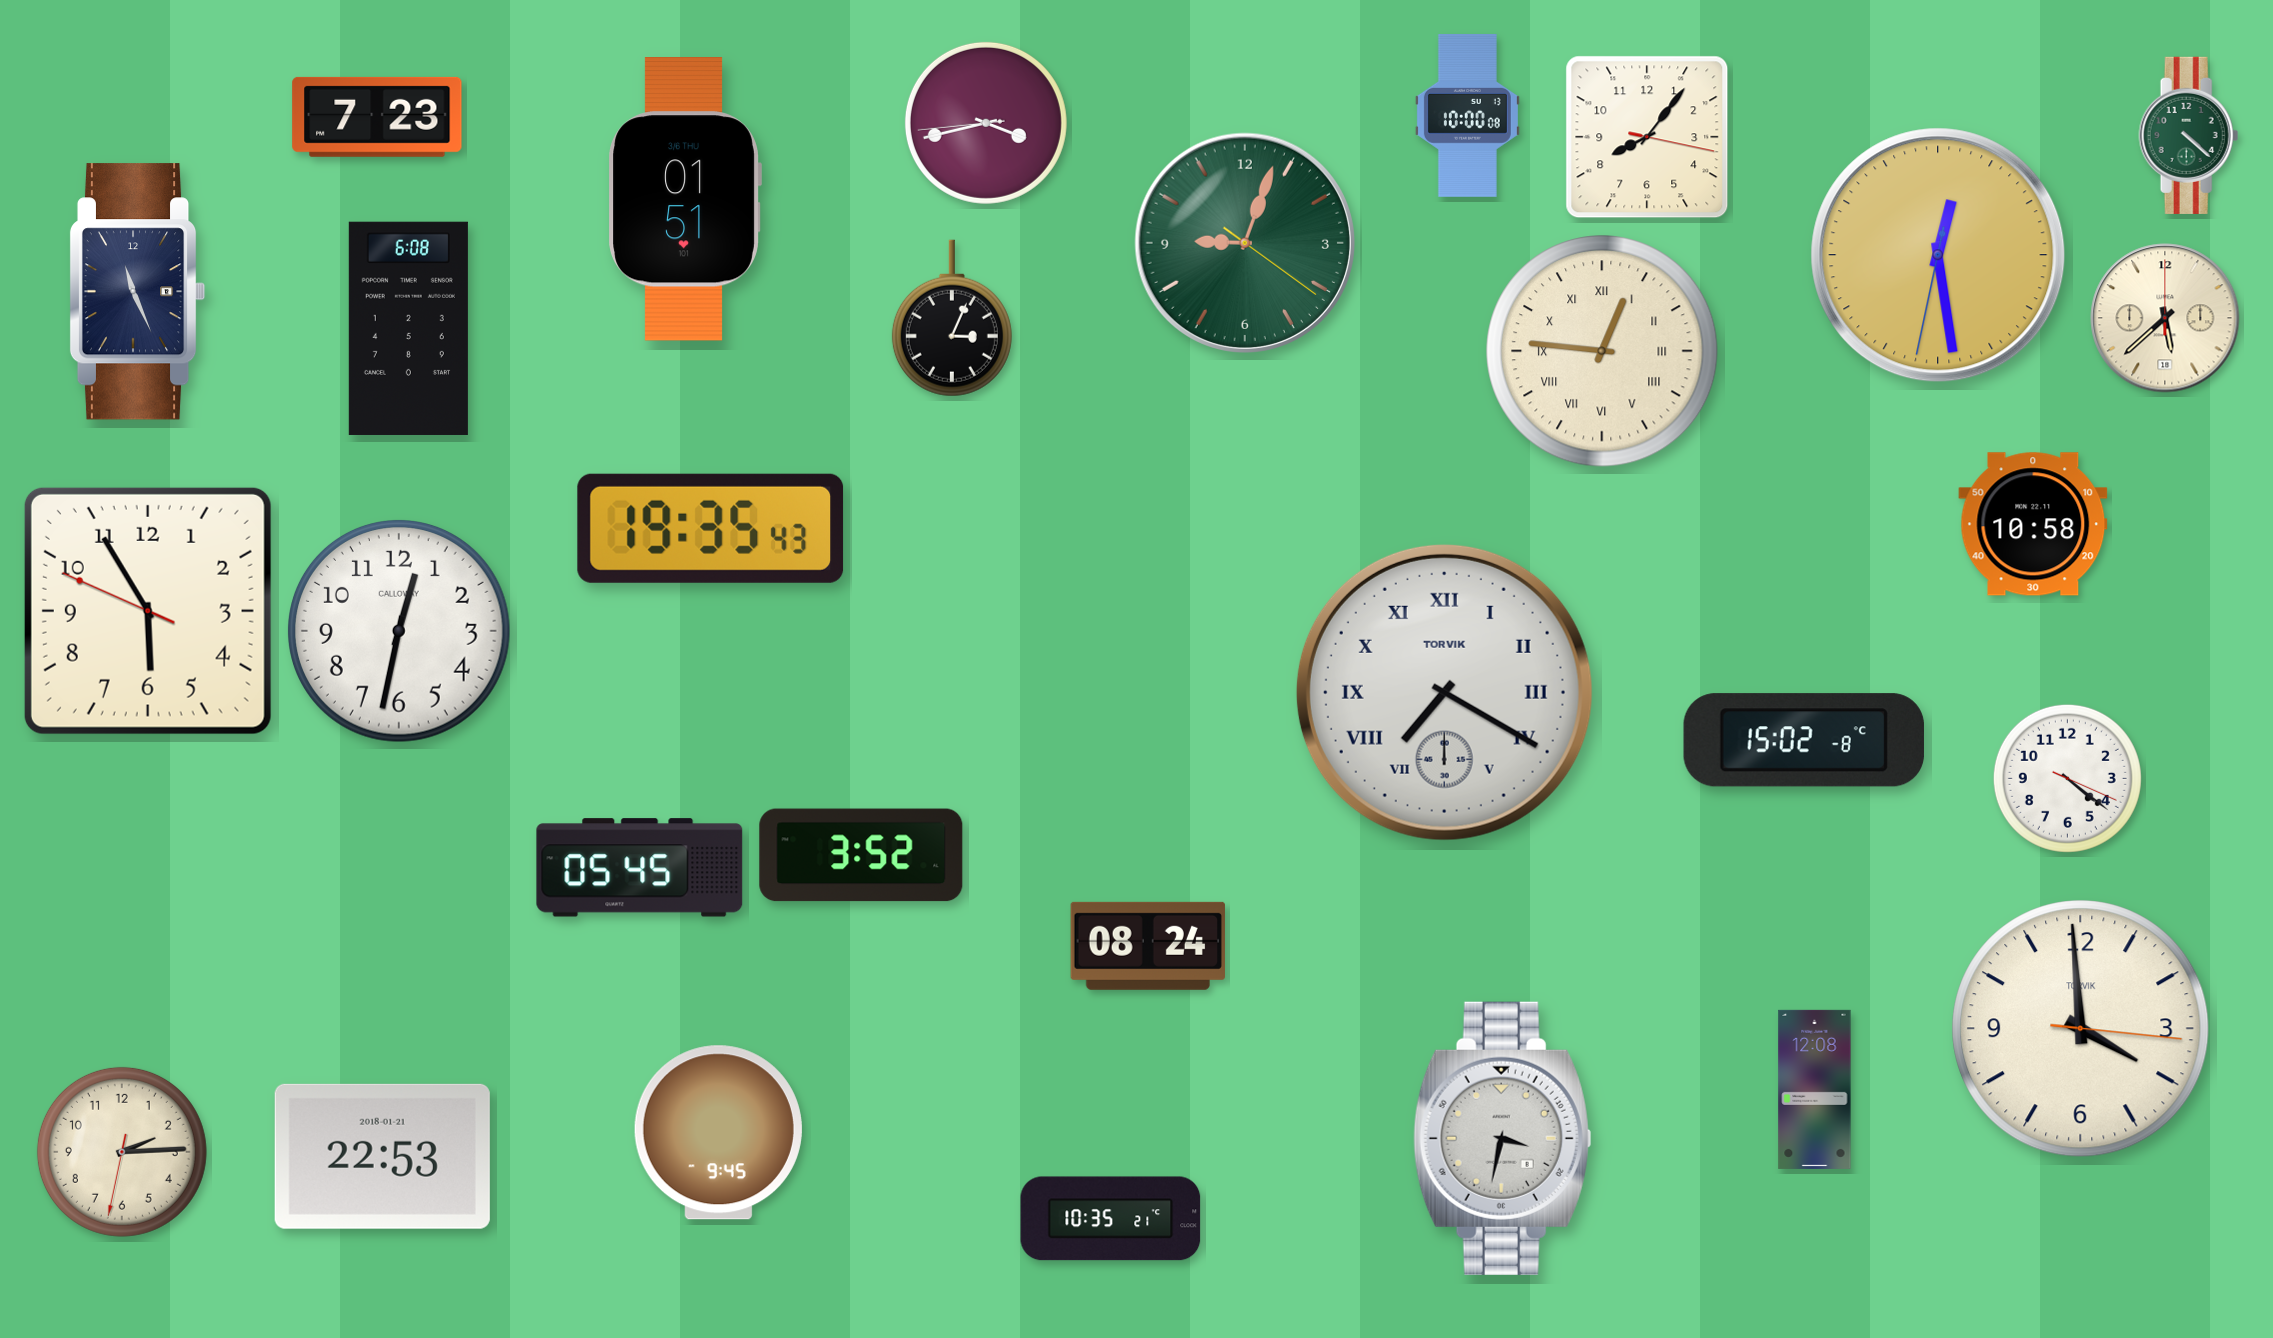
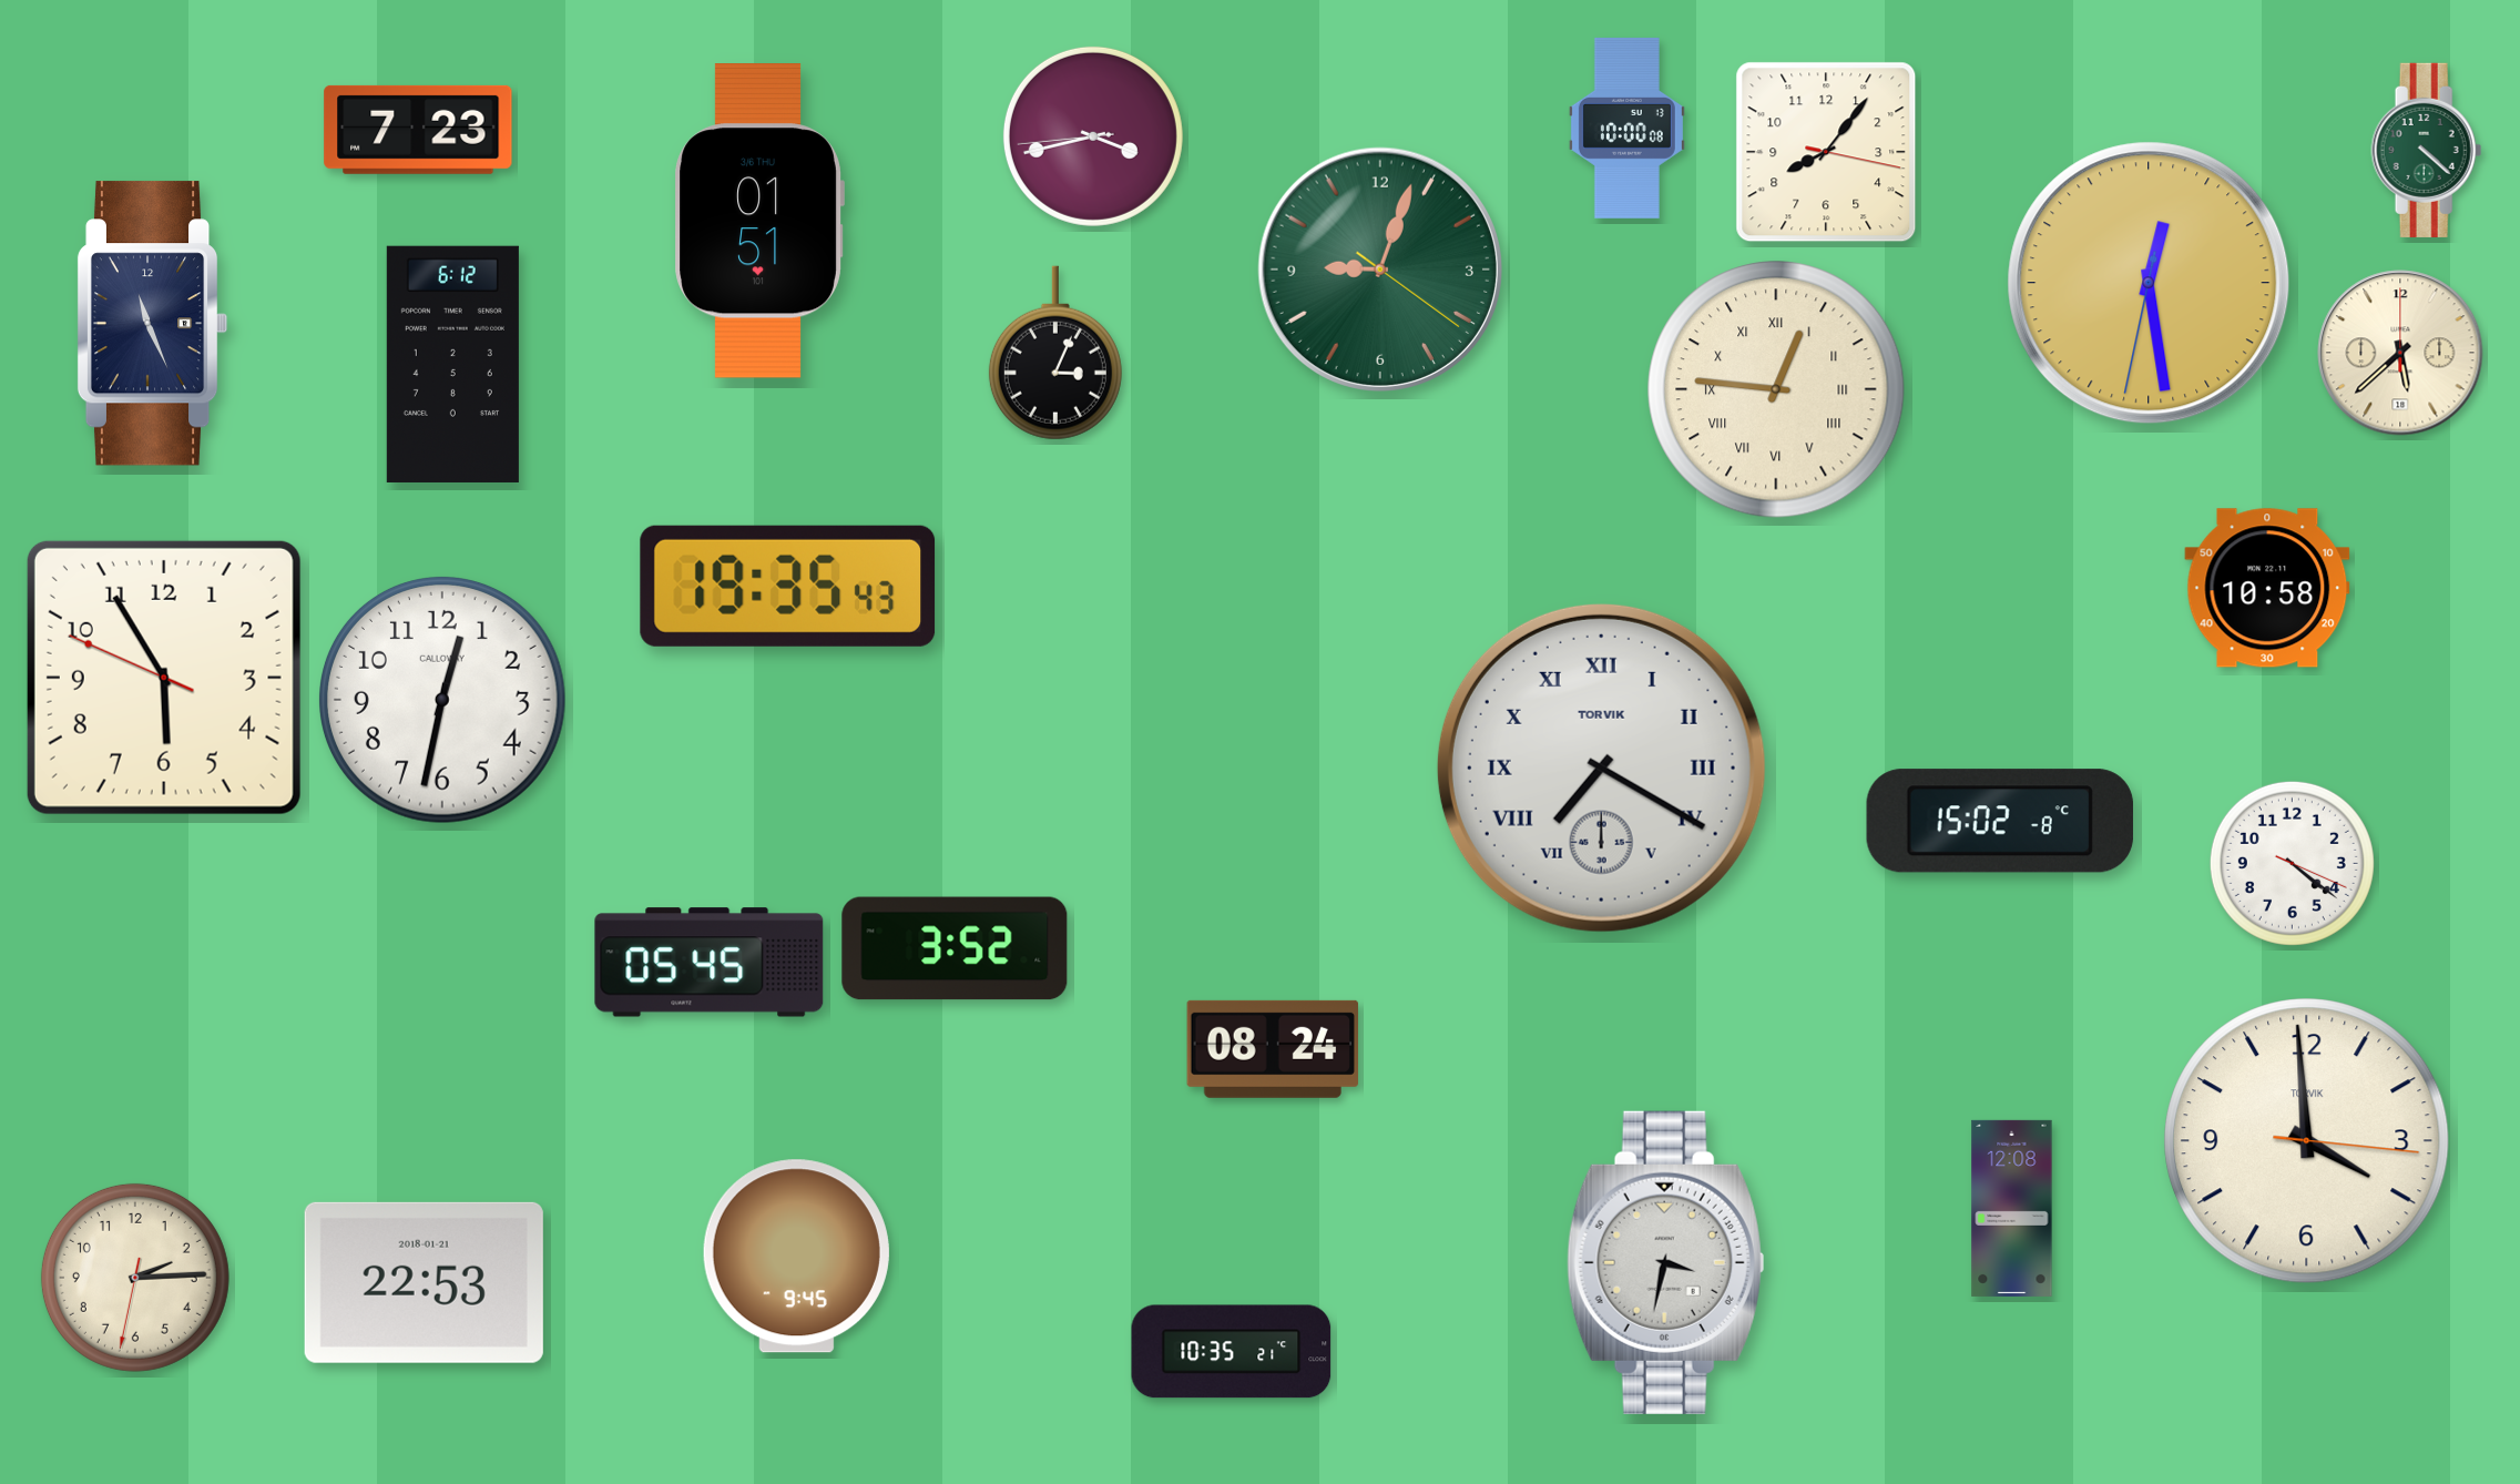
clock at (408, 328): 6:08 -> 6:12
clock at (2033, 524) position: (2033, 524) -> (2267, 588)
